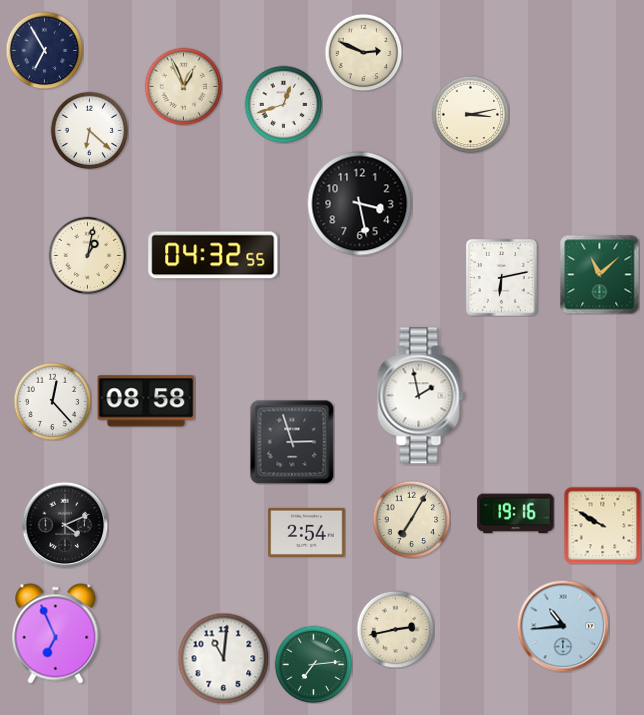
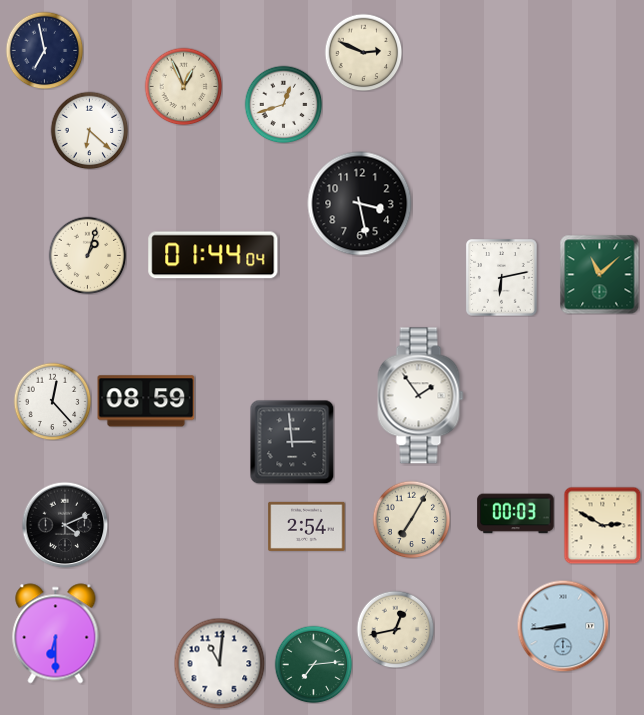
clock at (44, 50): 6:55 -> 6:58
clock at (470, 114): 3:13 -> none
clock at (87, 255): 1:02 -> 1:03
clock at (213, 255): 04:32 -> 01:44
clock at (421, 396): 1:58 -> 1:54
clock at (146, 401): 08:58 -> 08:59
clock at (292, 442): 2:57 -> 2:59
clock at (516, 514): 19:16 -> 00:03
clock at (602, 525): 9:50 -> 2:50
clock at (307, 532) position: (307, 532) -> (307, 526)
clock at (563, 626): 10:44 -> 8:44
clock at (395, 629): 2:43 -> 12:43
clock at (56, 634): 6:56 -> 6:30
clock at (223, 658) position: (223, 658) -> (219, 663)
